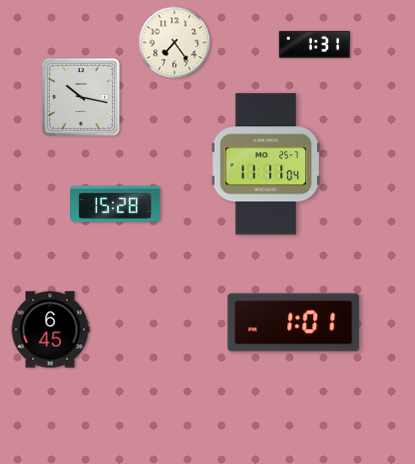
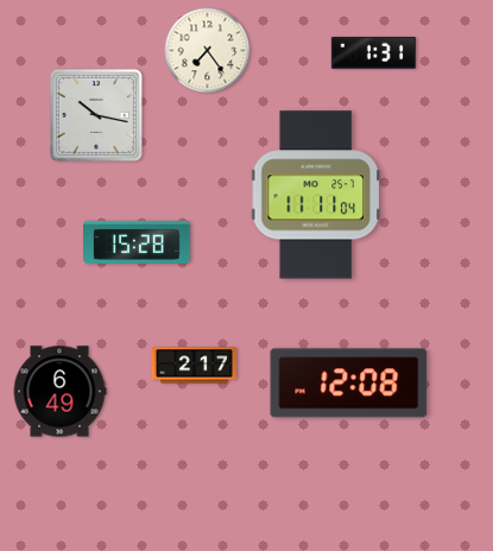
clock at (194, 366): none -> 2:17
clock at (294, 323): 1:01 -> 12:08
clock at (50, 330): 6:45 -> 6:49
